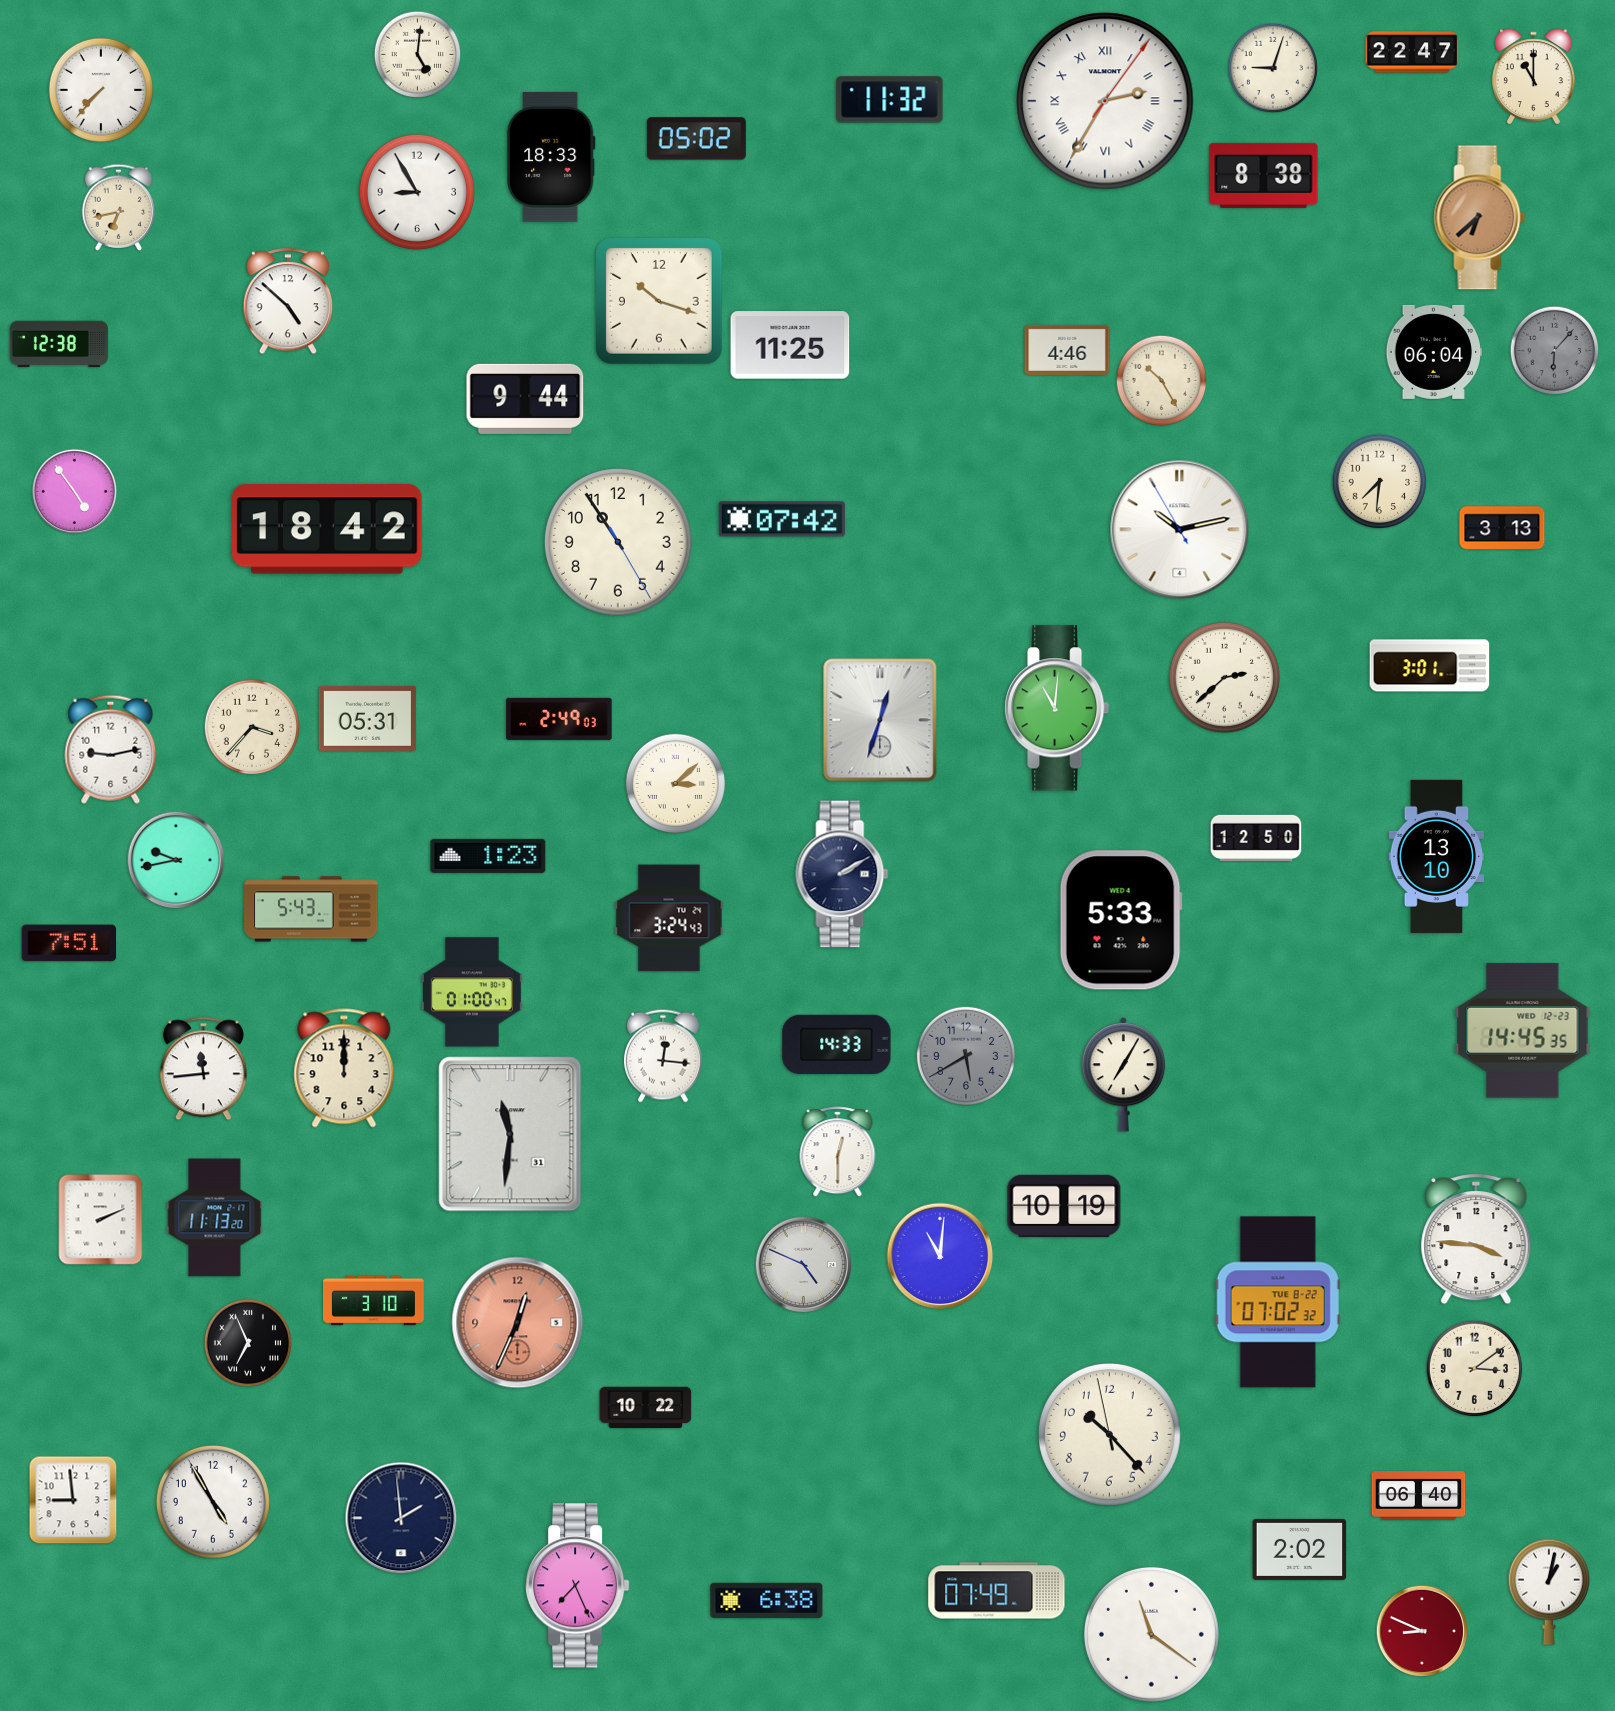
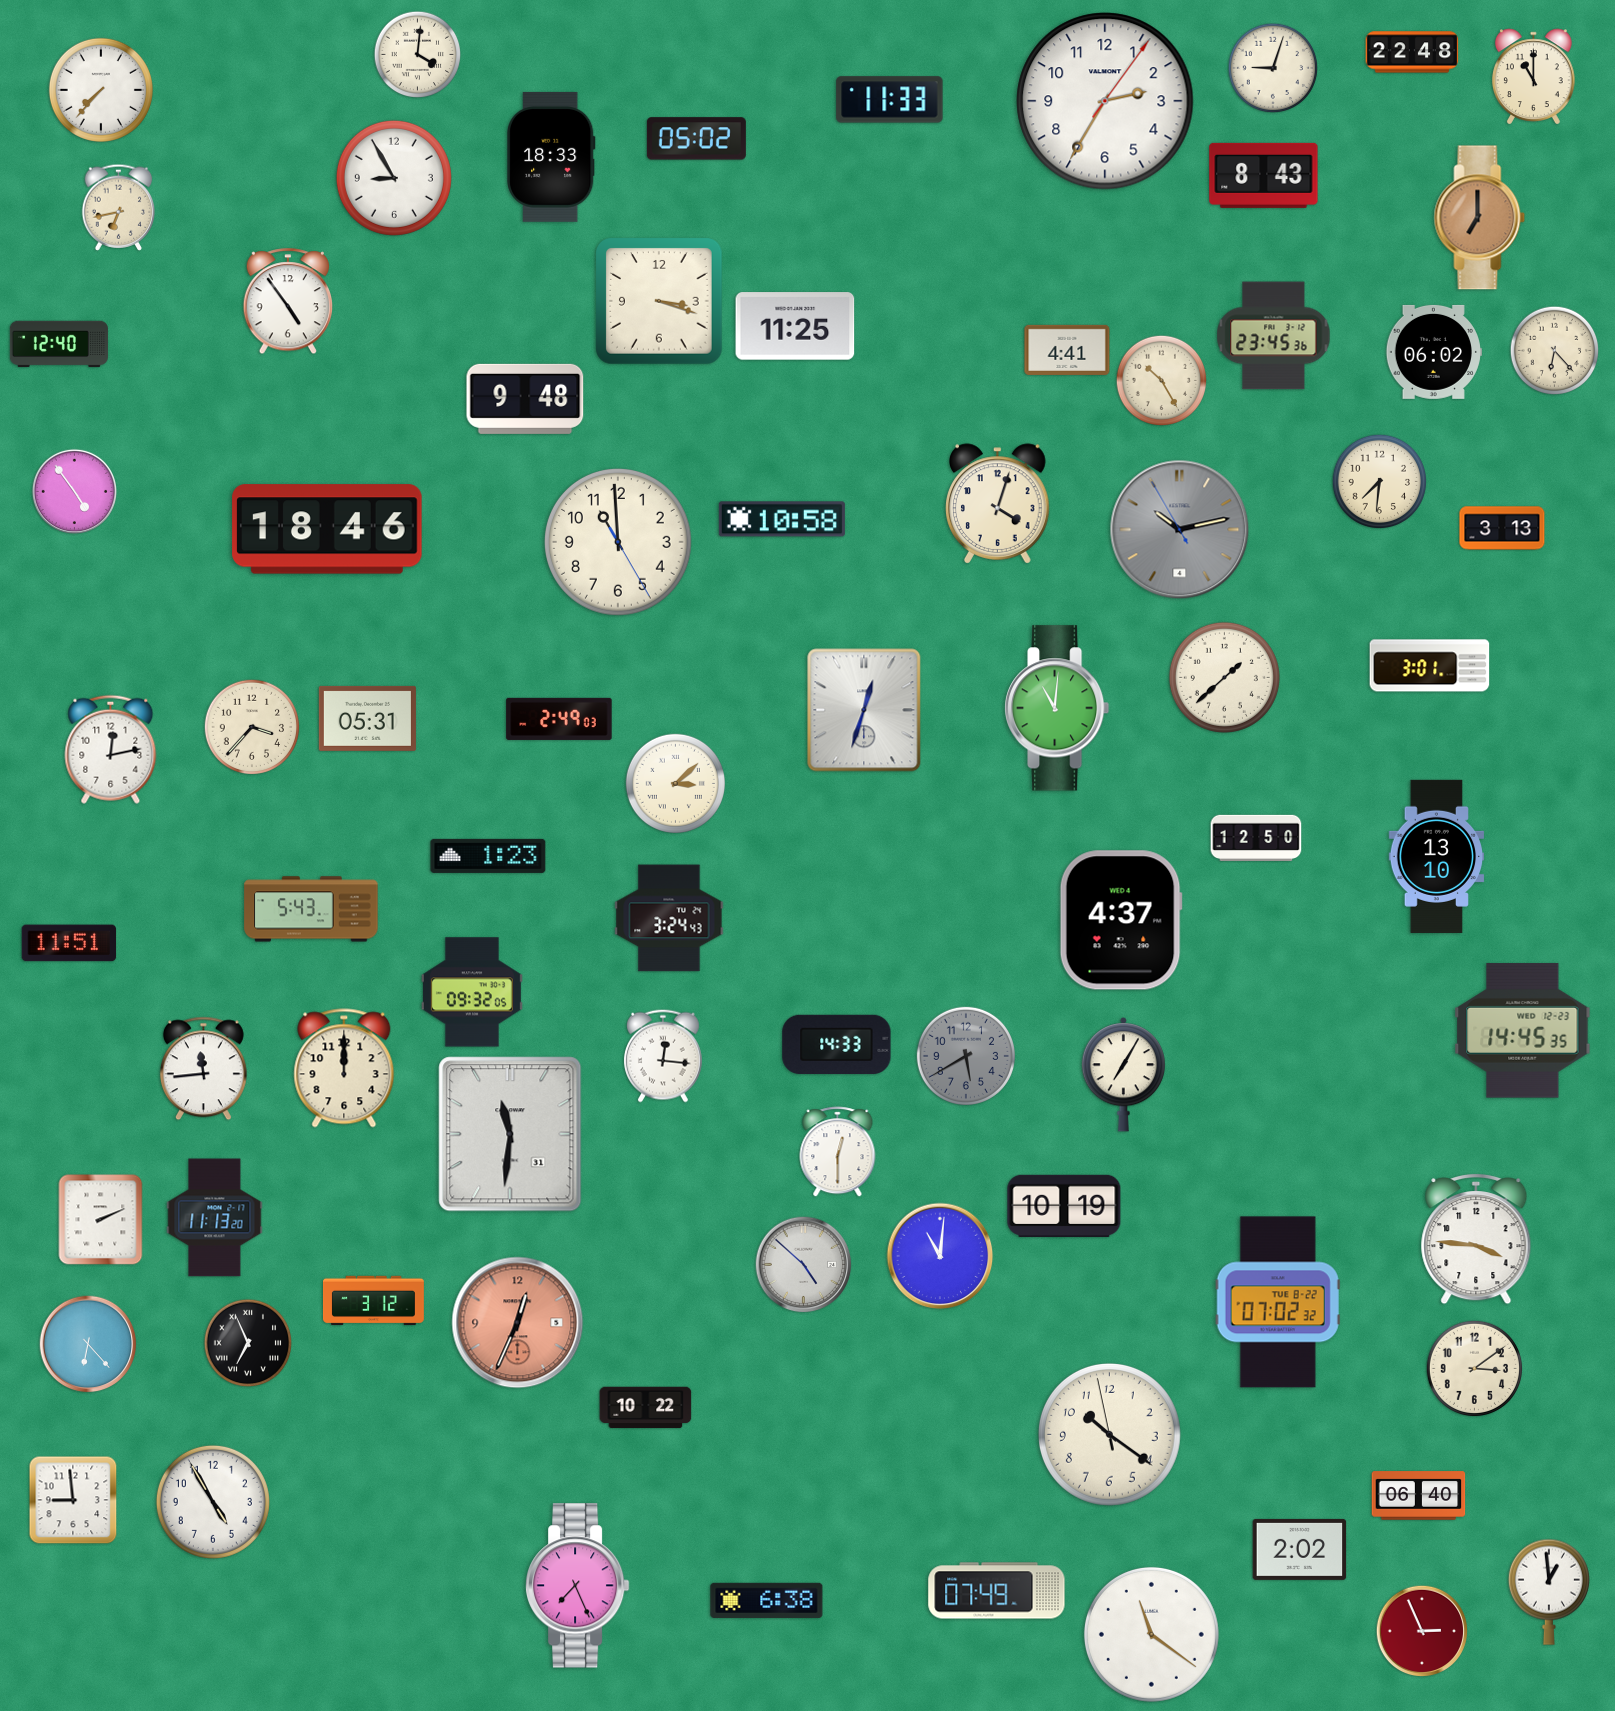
clock at (1412, 52): 22:47 -> 22:48
clock at (418, 55): 5:01 -> 4:01
clock at (890, 100): 11:32 -> 11:33
clock at (1105, 101) numerals: Roman -> Arabic
clock at (1264, 175): 8:38 -> 8:43
clock at (417, 192) position: (417, 192) -> (394, 178)
clock at (1480, 218): 6:38 -> 7:00
clock at (659, 301): 10:18 -> 3:18
clock at (287, 302): 4:52 -> 4:54
clock at (1274, 336): none -> 23:45
clock at (59, 344): 12:38 -> 12:40
clock at (790, 345) position: (790, 345) -> (795, 326)
clock at (1067, 350): 4:46 -> 4:41
clock at (1555, 351): 6:07 -> 6:23
clock at (1555, 351) dial: grey -> cream
clock at (1433, 352): 06:04 -> 06:02
clock at (525, 399): 9:44 -> 9:48
clock at (998, 504): none -> 4:03
clock at (782, 519): 07:42 -> 10:58
clock at (327, 529): 18:42 -> 18:46
clock at (1180, 530) dial: white -> grey
clock at (618, 542): 10:54 -> 10:59
clock at (1224, 677): 2:38 -> 1:38
clock at (880, 720) position: (880, 720) -> (864, 710)
clock at (111, 749): 9:13 -> 12:13
clock at (176, 860): 9:43 -> none
clock at (842, 874): 2:10 -> none
clock at (1121, 920): 5:33 -> 4:37
clock at (69, 943): 7:51 -> 11:51
clock at (472, 992): 01:00 -> 09:32
clock at (804, 1265): 4:49 -> 4:52
clock at (374, 1301): 3:10 -> 3:12
clock at (88, 1344): none -> 6:23
clock at (1109, 1434): 10:22 -> 10:20
clock at (401, 1518): 1:59 -> none
clock at (1549, 1592): 1:02 -> 12:59
clock at (1422, 1631): 8:49 -> 2:56
